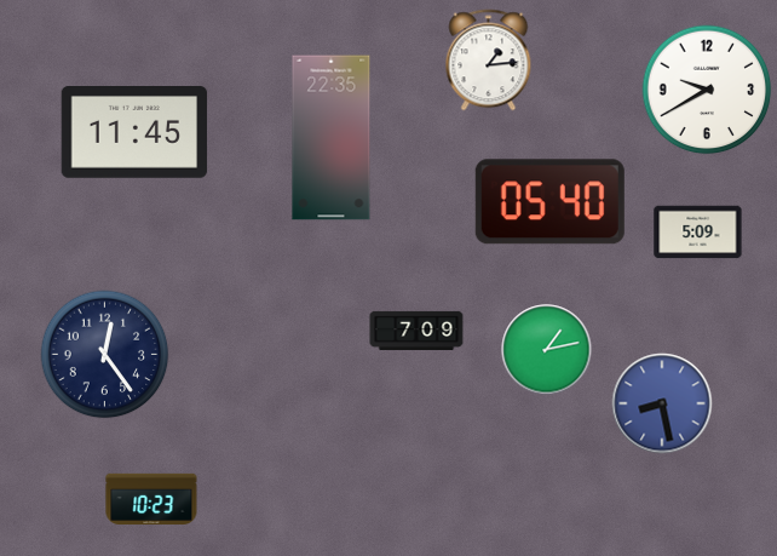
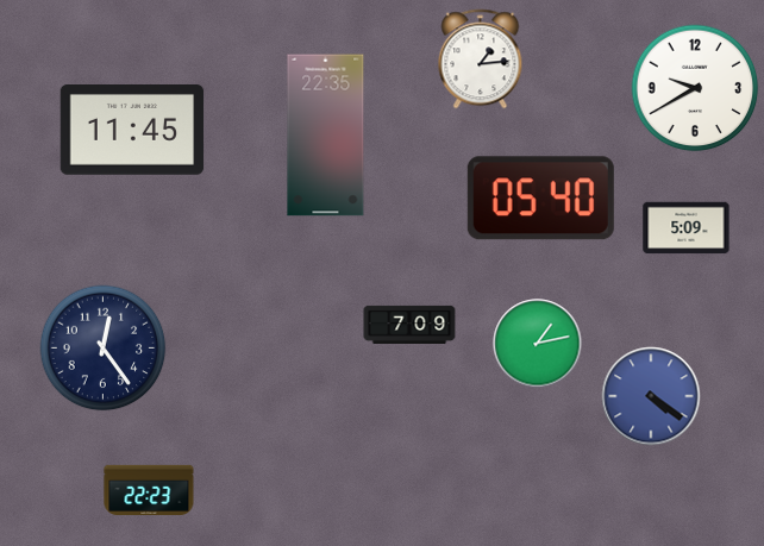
clock at (662, 403): 8:28 -> 4:21
clock at (151, 498): 10:23 -> 22:23
